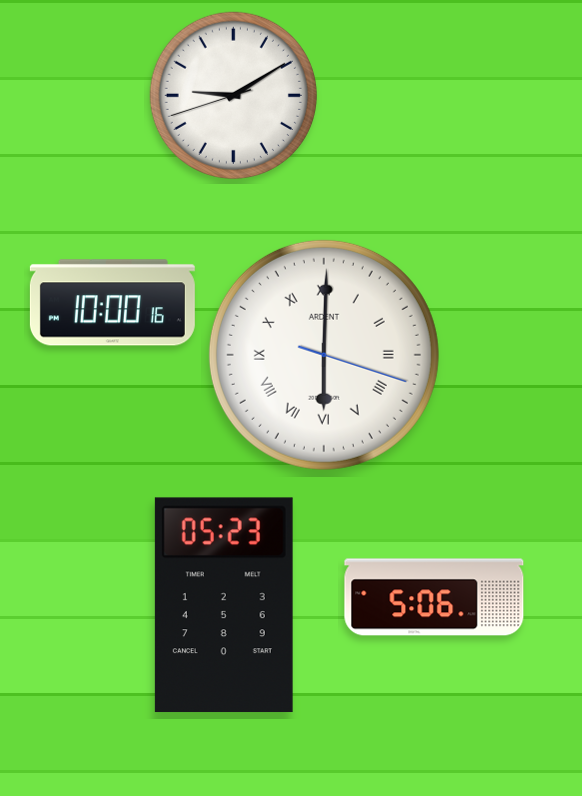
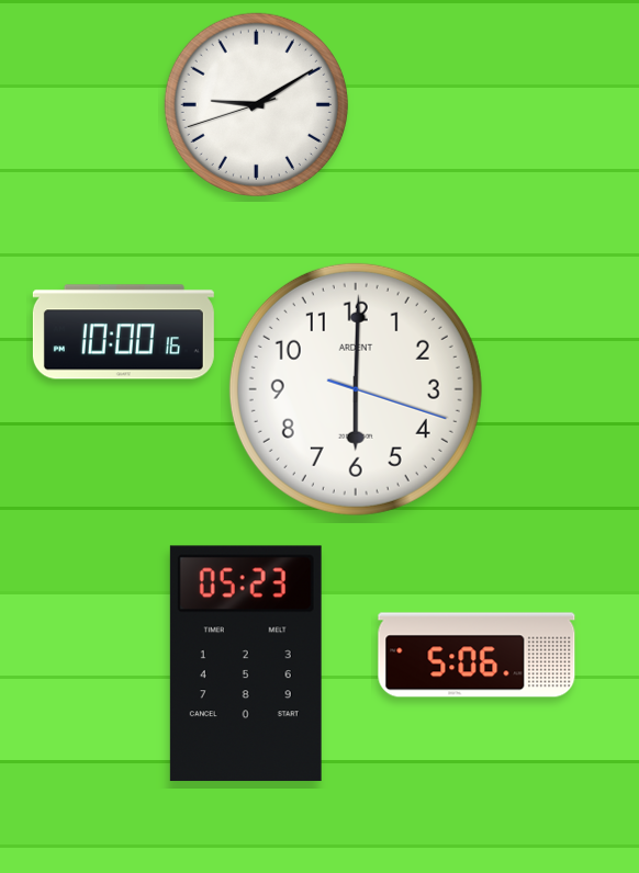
clock at (324, 355) numerals: Roman -> Arabic
